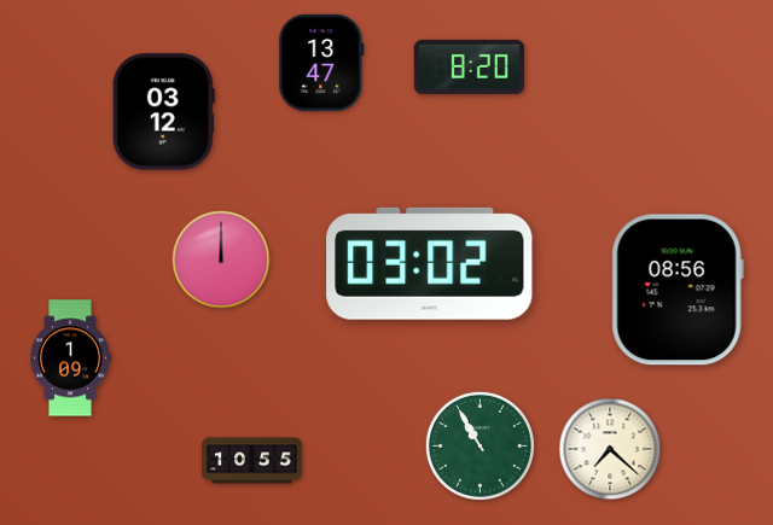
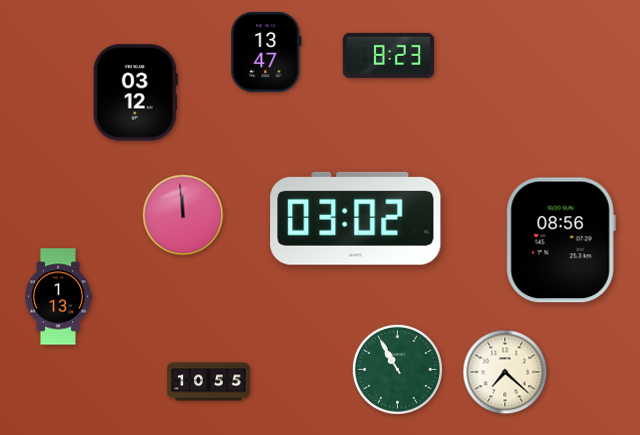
clock at (469, 66): 8:20 -> 8:23
clock at (221, 259): 12:00 -> 11:59
clock at (70, 358): 1:09 -> 1:13
